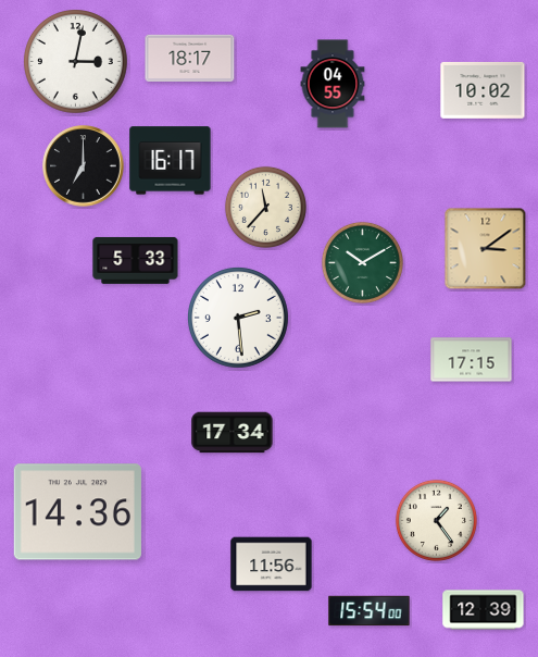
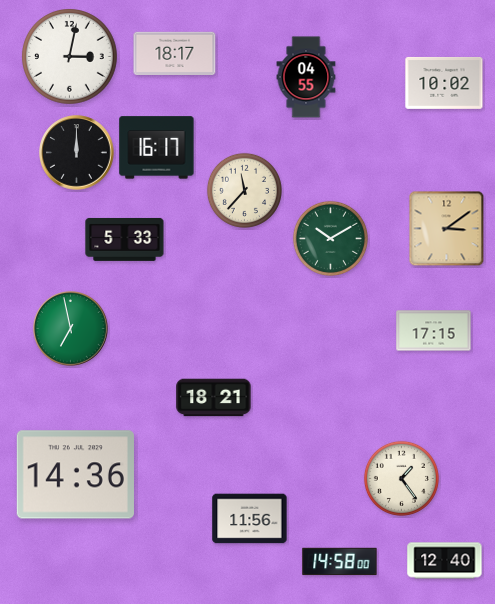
clock at (84, 166): 7:00 -> 12:00
clock at (362, 262) position: (362, 262) -> (330, 238)
clock at (239, 319): 2:29 -> none
clock at (71, 329): none -> 6:58
clock at (233, 433): 17:34 -> 18:21
clock at (77, 512) position: (77, 512) -> (75, 475)
clock at (484, 610): 12:39 -> 12:40
clock at (370, 611): 15:54 -> 14:58
